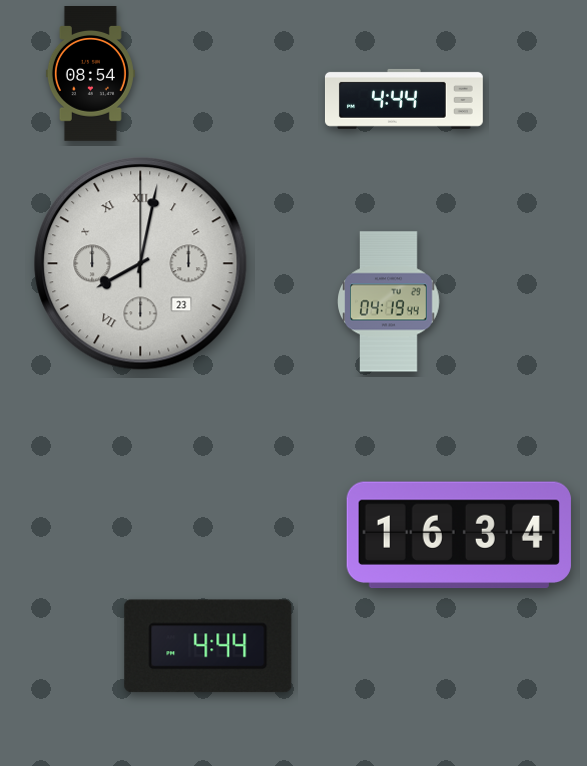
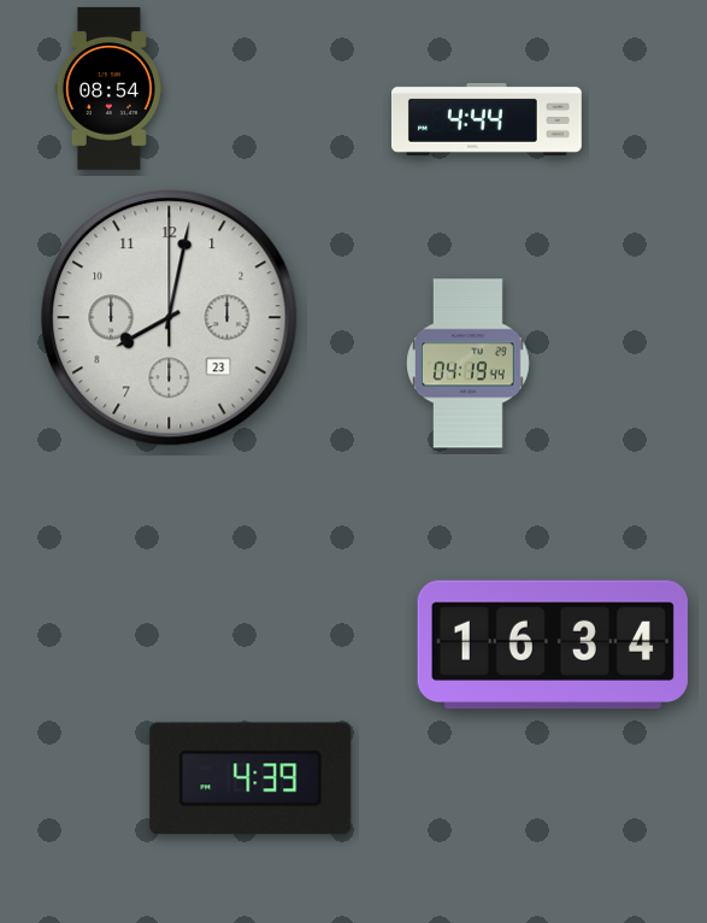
clock at (141, 264) numerals: Roman -> Arabic
clock at (208, 646): 4:44 -> 4:39
